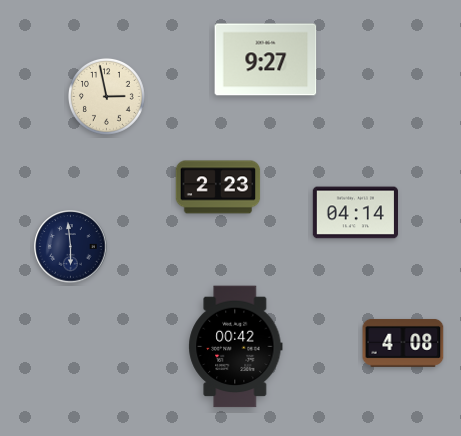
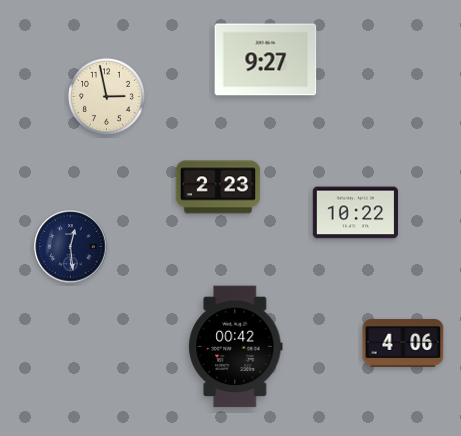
clock at (355, 213): 04:14 -> 10:22
clock at (71, 247): 5:59 -> 12:29
clock at (403, 343): 4:08 -> 4:06
